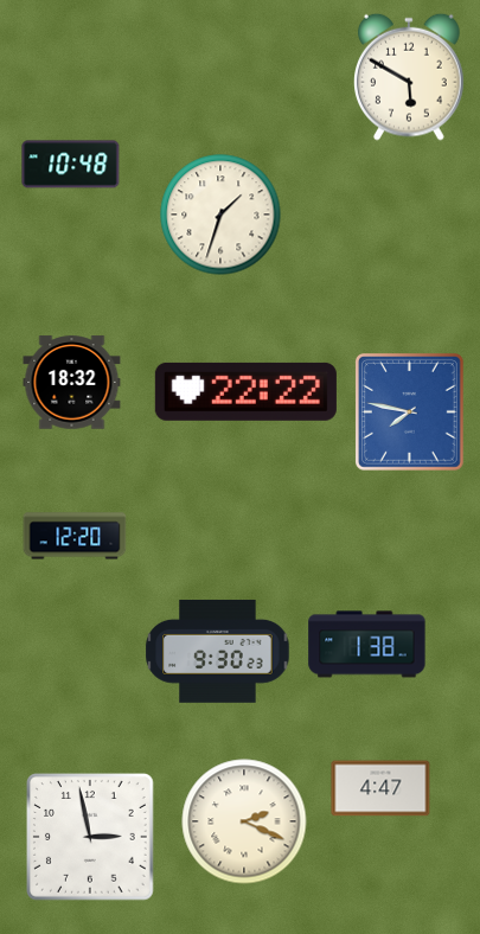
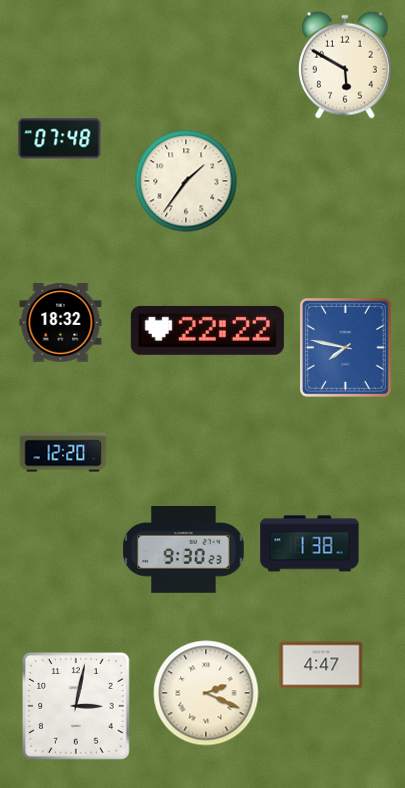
clock at (71, 165): 10:48 -> 07:48
clock at (220, 215): 1:33 -> 1:36
clock at (91, 838): 2:58 -> 3:02
